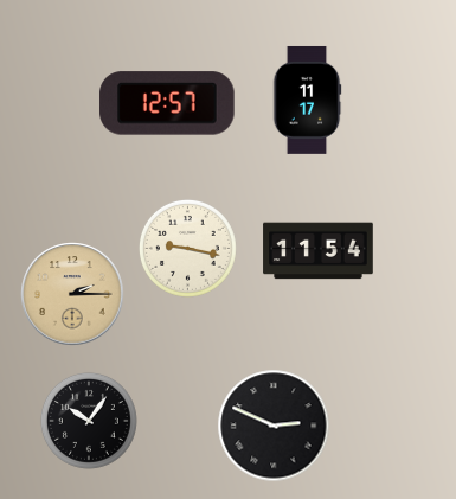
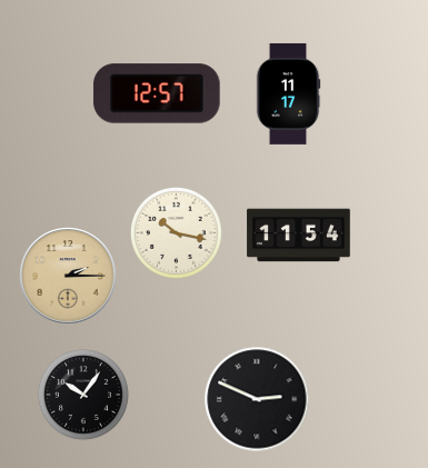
clock at (167, 103) position: (167, 103) -> (157, 93)
clock at (187, 248): 9:17 -> 10:17
